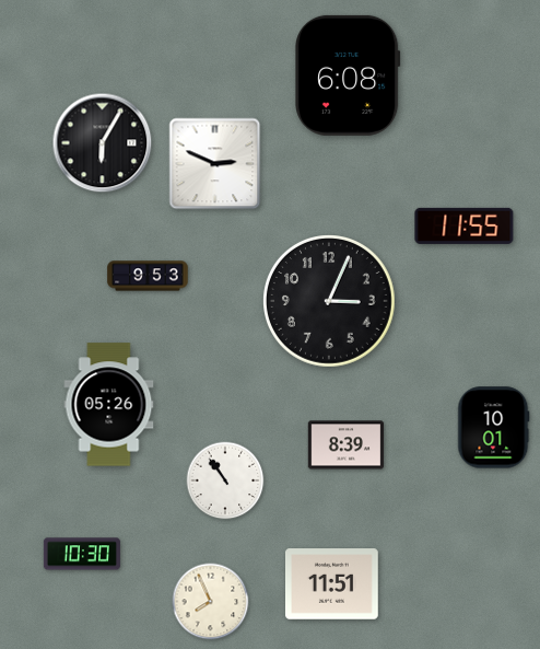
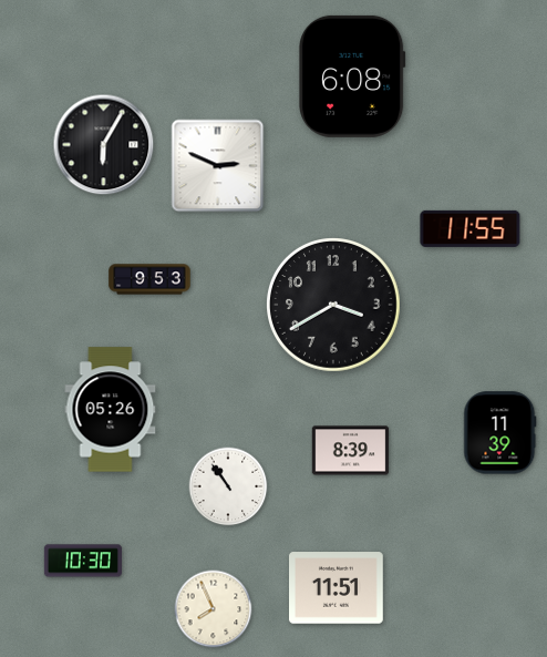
clock at (330, 302): 3:04 -> 3:40
clock at (494, 428): 10:01 -> 11:39
clock at (332, 584) position: (332, 584) -> (337, 588)
